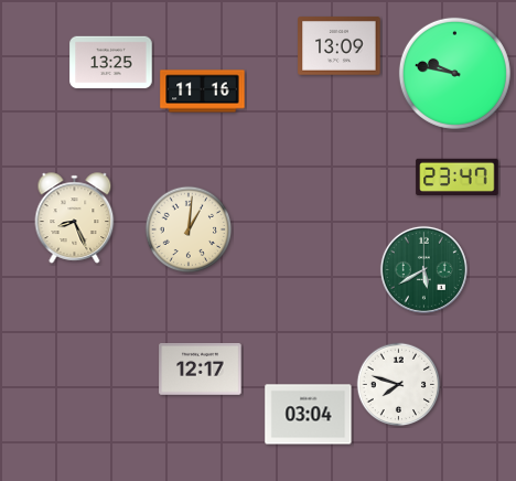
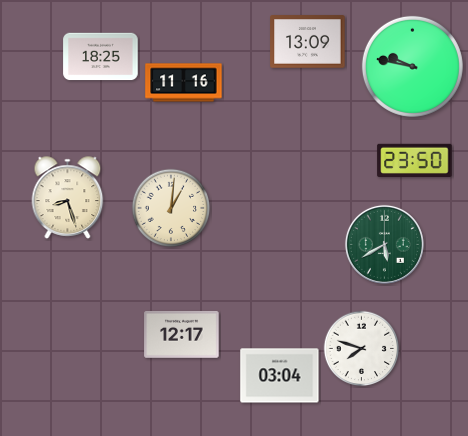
clock at (111, 63): 13:25 -> 18:25
clock at (458, 177): 23:47 -> 23:50
clock at (75, 218): 8:26 -> 8:27
